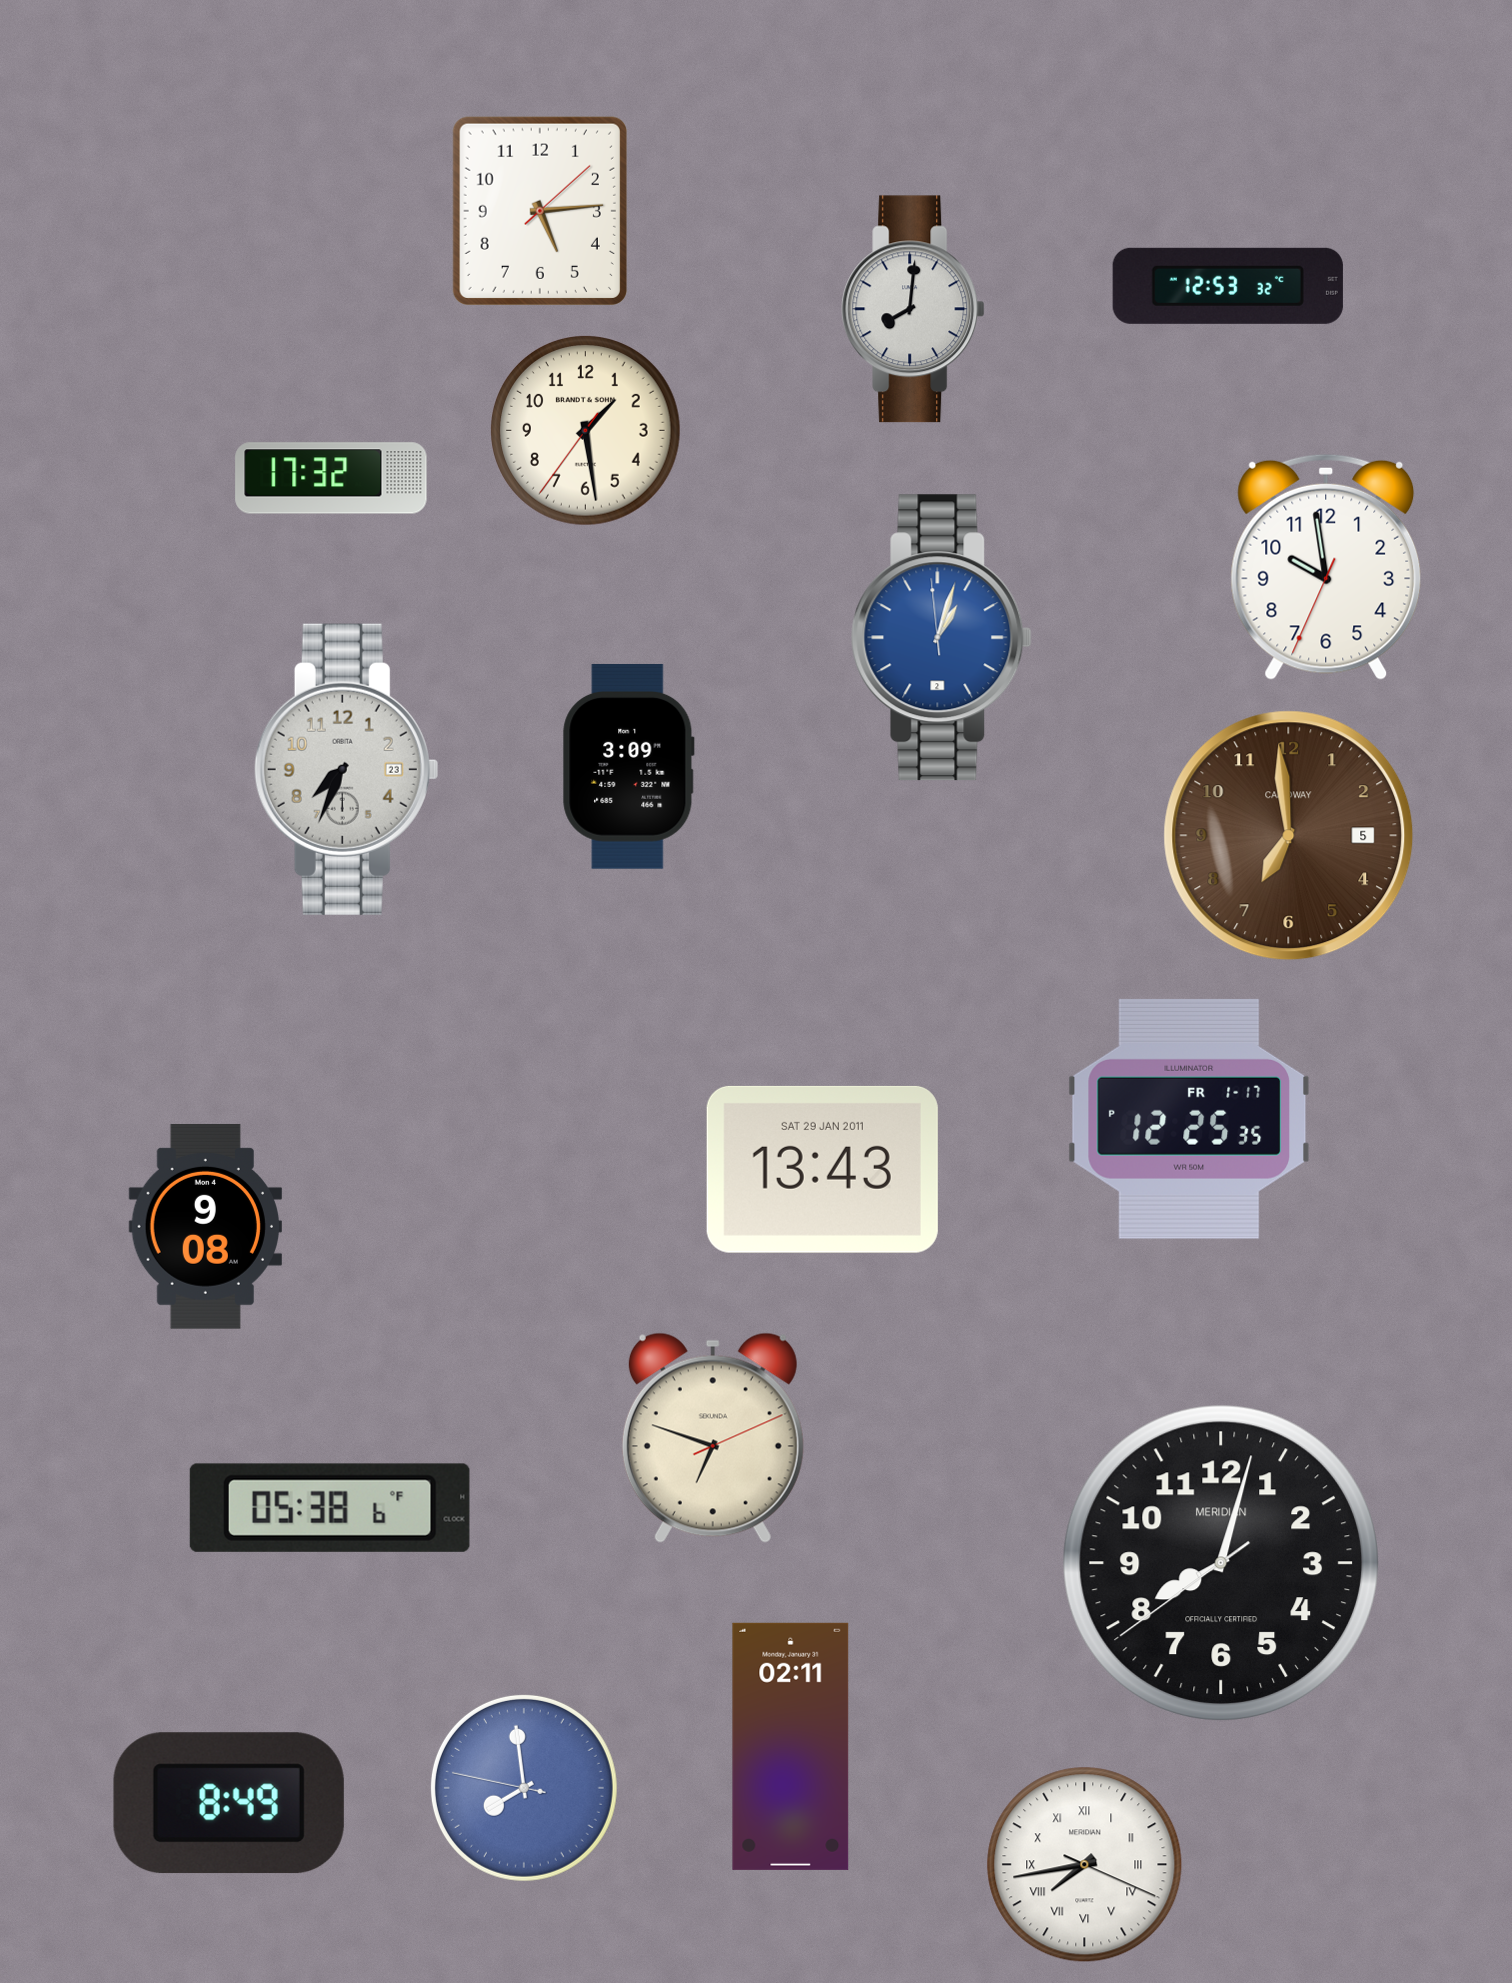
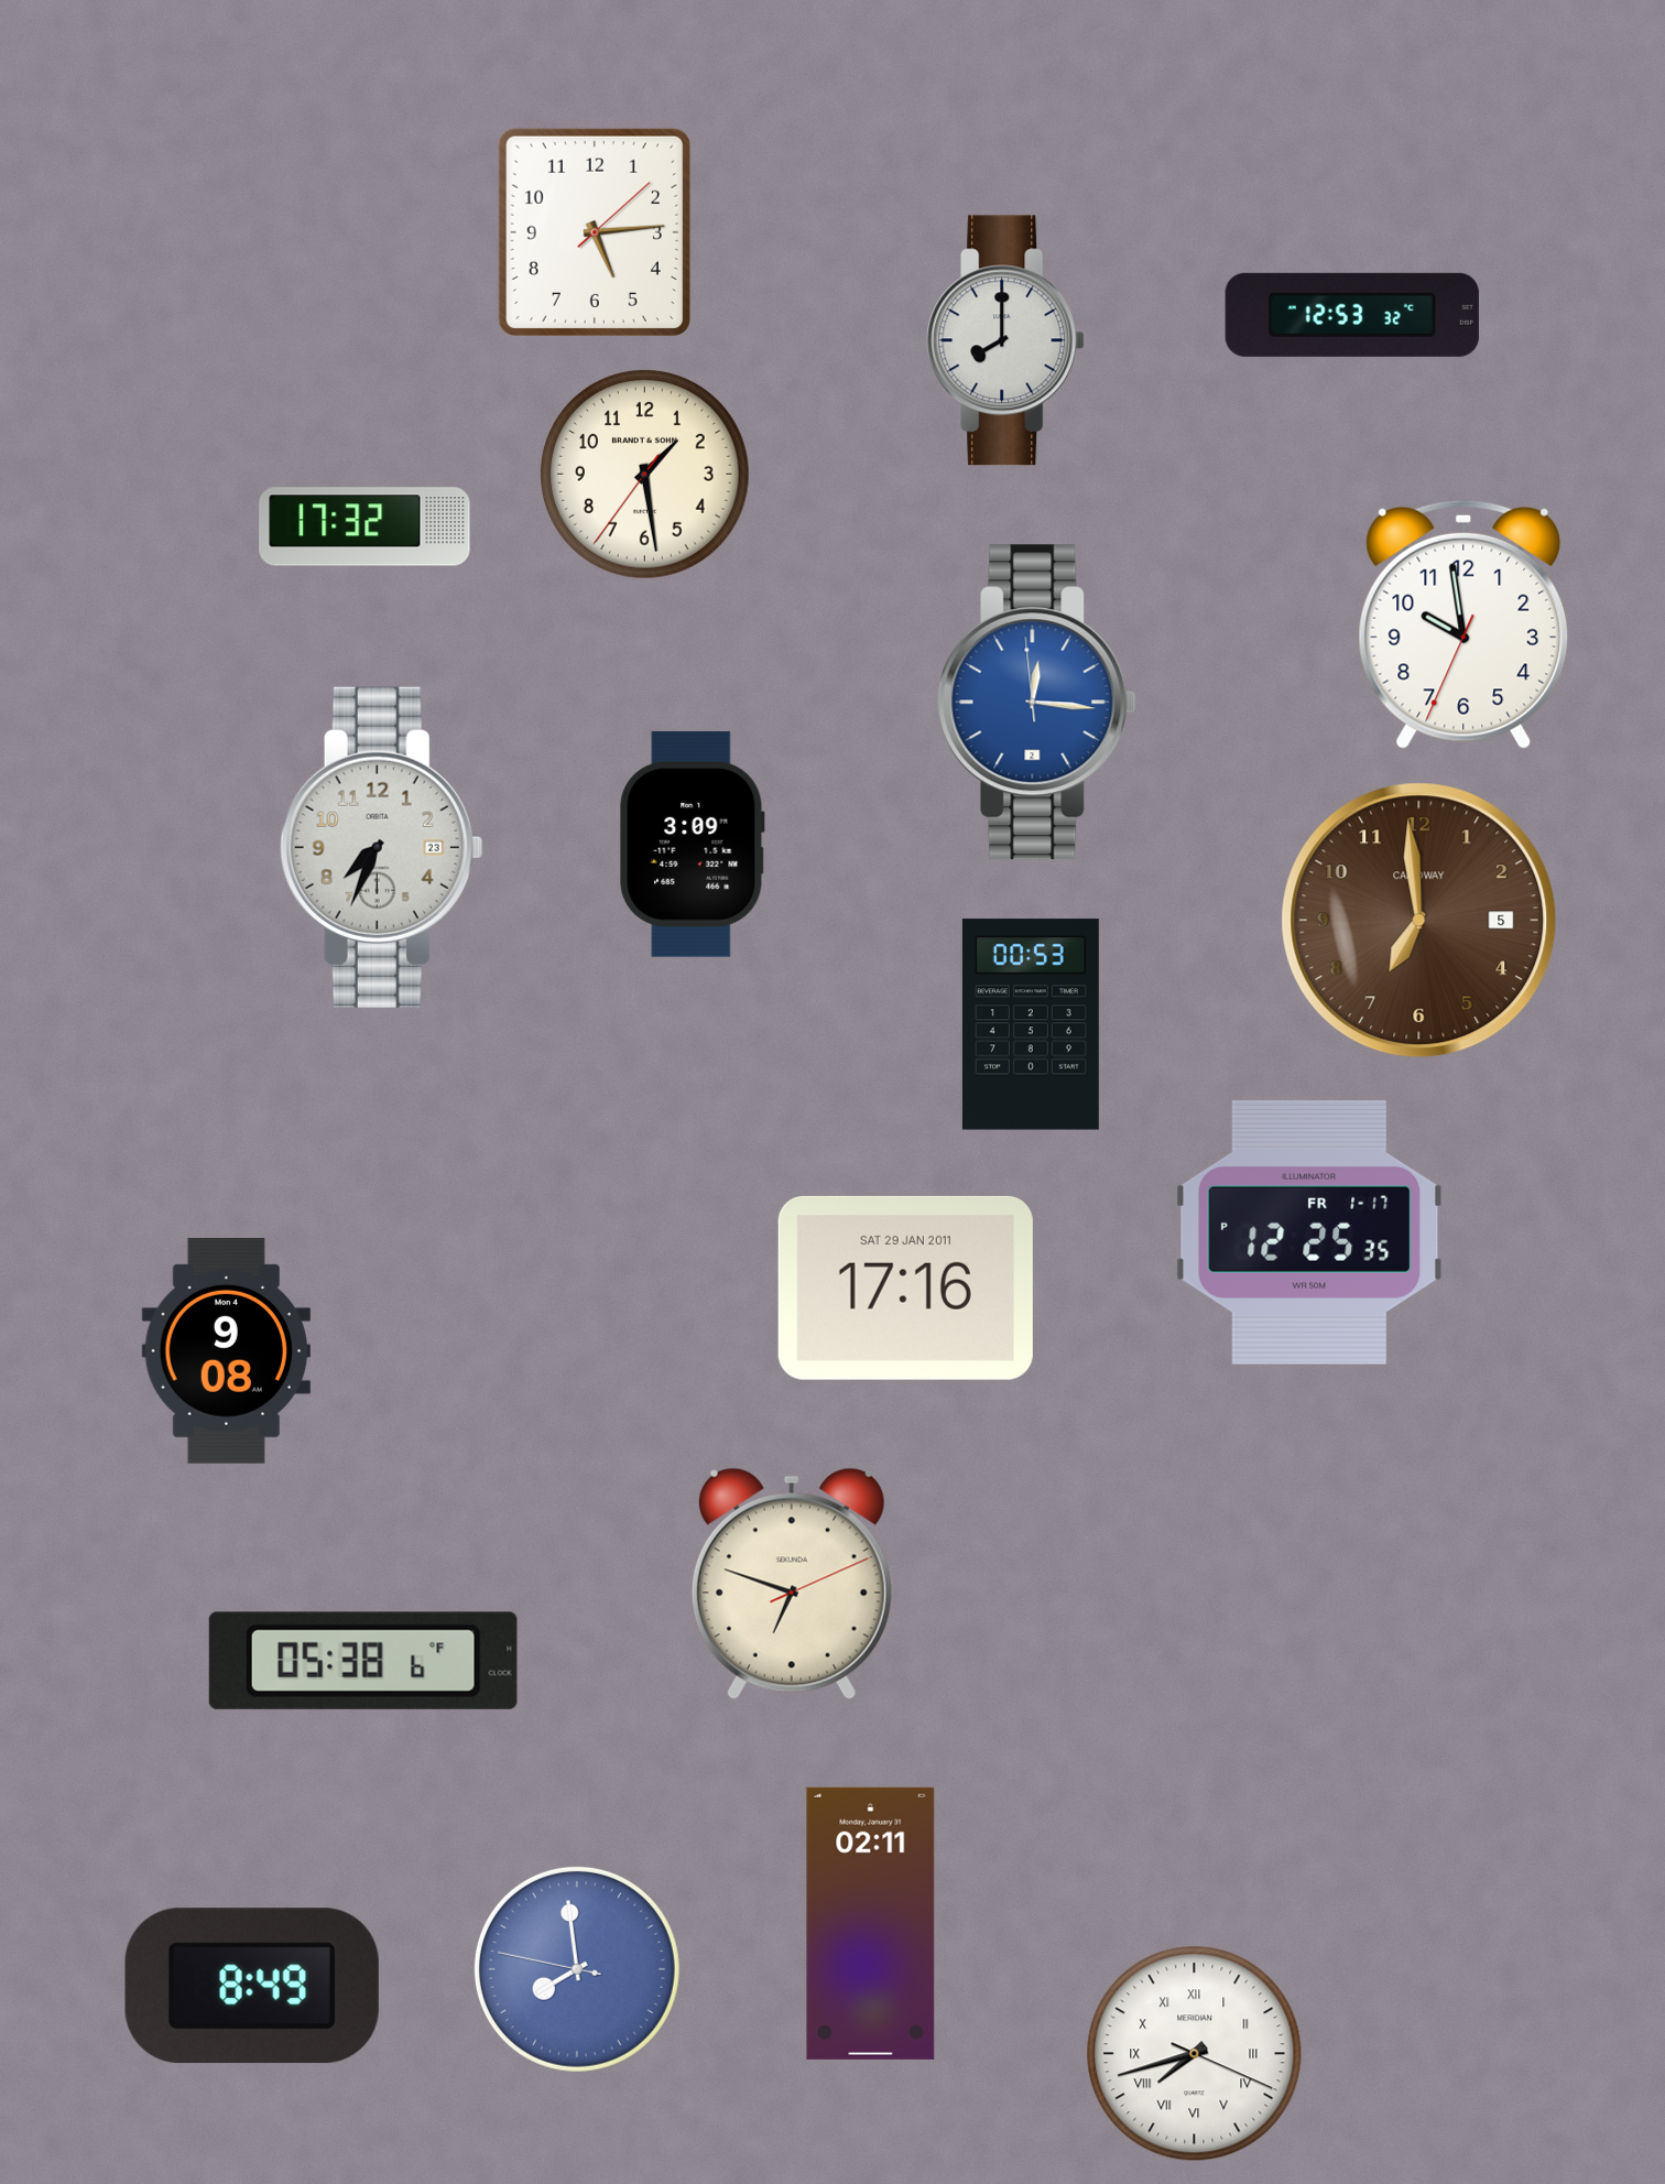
clock at (913, 309): 8:01 -> 8:00
clock at (1326, 567) position: (1326, 567) -> (1463, 624)
clock at (941, 638): 1:02 -> 12:15
clock at (1031, 1024): none -> 00:53
clock at (822, 1169): 13:43 -> 17:16
clock at (713, 1438) position: (713, 1438) -> (792, 1584)
clock at (1221, 1563): 8:02 -> none
clock at (1085, 1865): 7:43 -> 7:42
